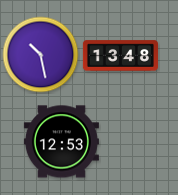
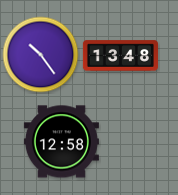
clock at (41, 55): 10:28 -> 10:24
clock at (61, 142): 12:53 -> 12:58
